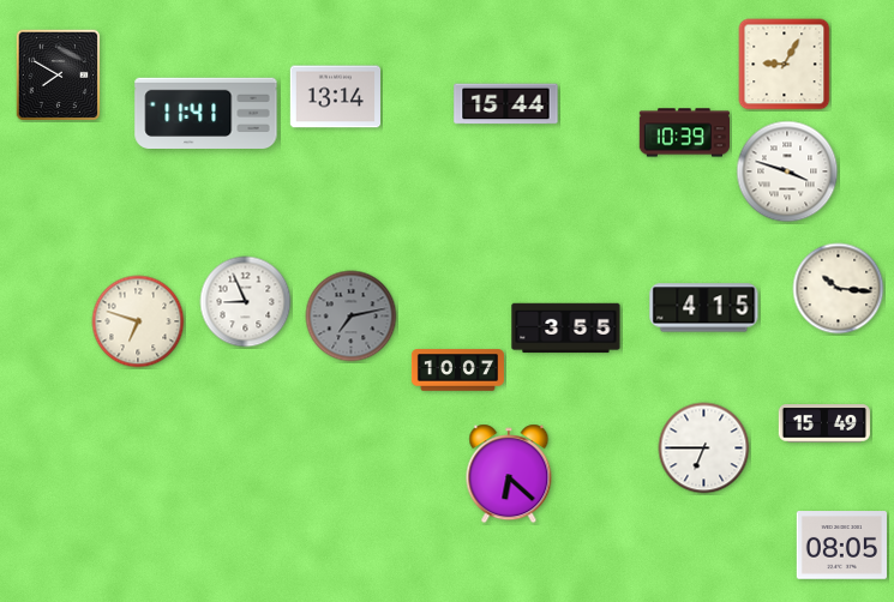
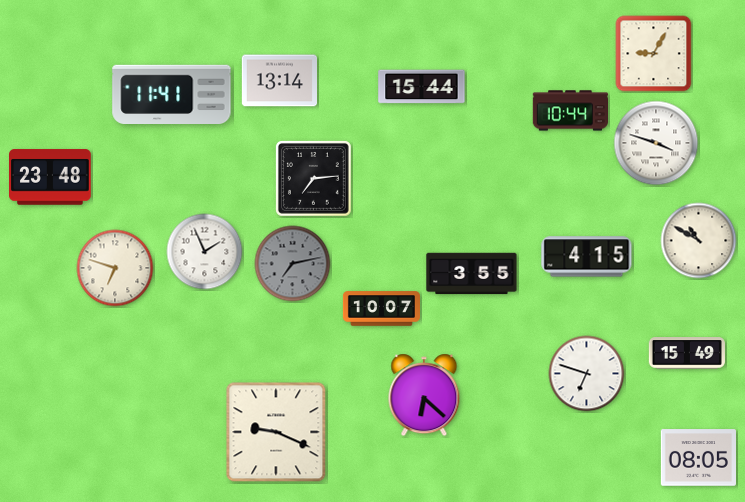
clock at (59, 76): 7:50 -> none
clock at (684, 133): 10:39 -> 10:44
clock at (50, 177): none -> 23:48
clock at (314, 179): none -> 7:14
clock at (839, 289): 10:16 -> 10:50
clock at (246, 302): 8:56 -> 1:56
clock at (704, 449): 6:45 -> 6:48
clock at (276, 432): none -> 9:19
clock at (841, 546) position: (841, 546) -> (698, 458)
